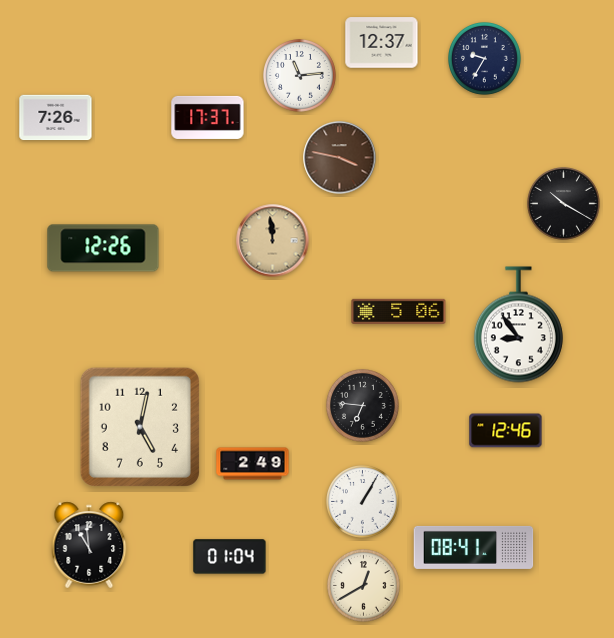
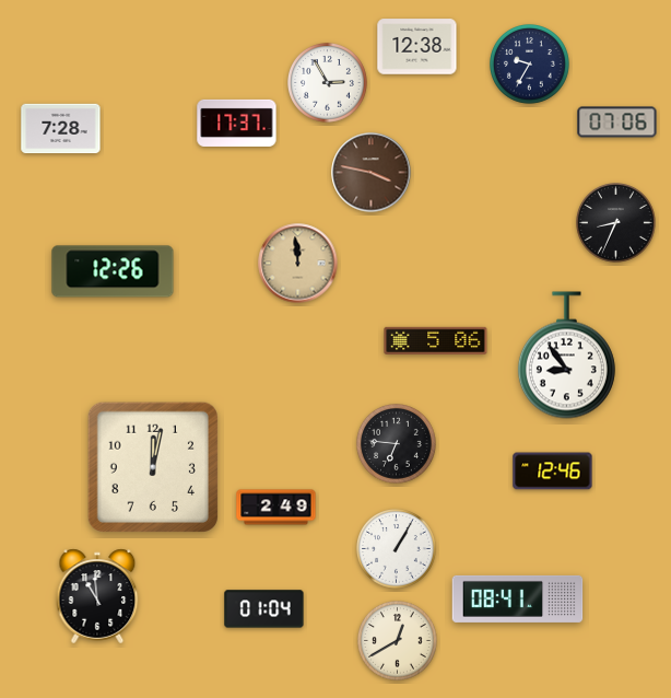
clock at (382, 43): 12:37 -> 12:38
clock at (300, 76): 11:14 -> 2:55
clock at (617, 123): none -> 07:06
clock at (208, 117) position: (208, 117) -> (237, 123)
clock at (56, 118): 7:26 -> 7:28
clock at (564, 204): 10:20 -> 8:34
clock at (140, 427): 5:02 -> 12:02
clock at (230, 557) position: (230, 557) -> (264, 609)
